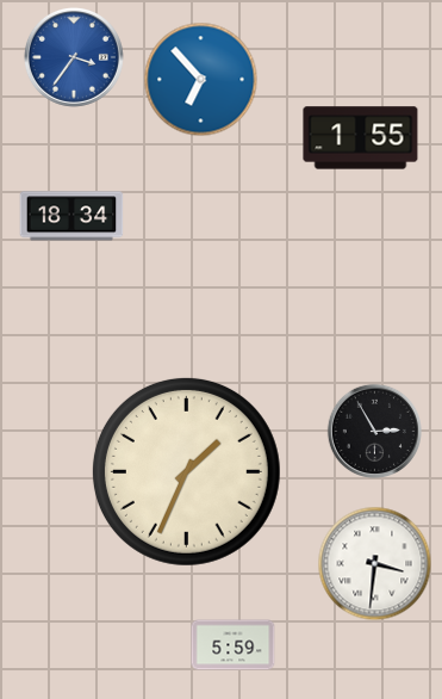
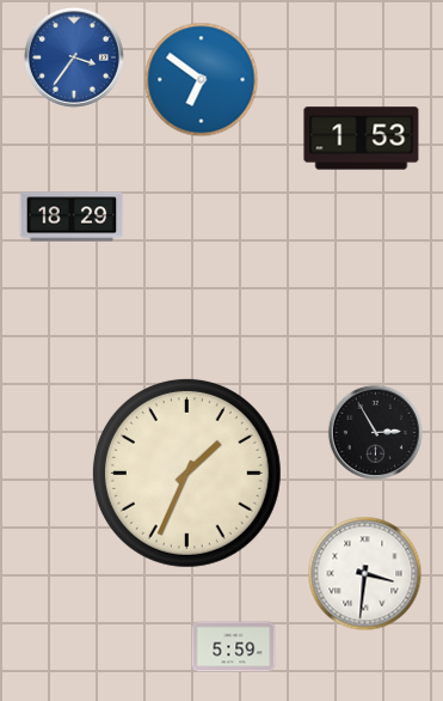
clock at (201, 80): 6:53 -> 6:51
clock at (361, 138): 1:55 -> 1:53
clock at (71, 216): 18:34 -> 18:29
clock at (375, 564) position: (375, 564) -> (365, 574)
